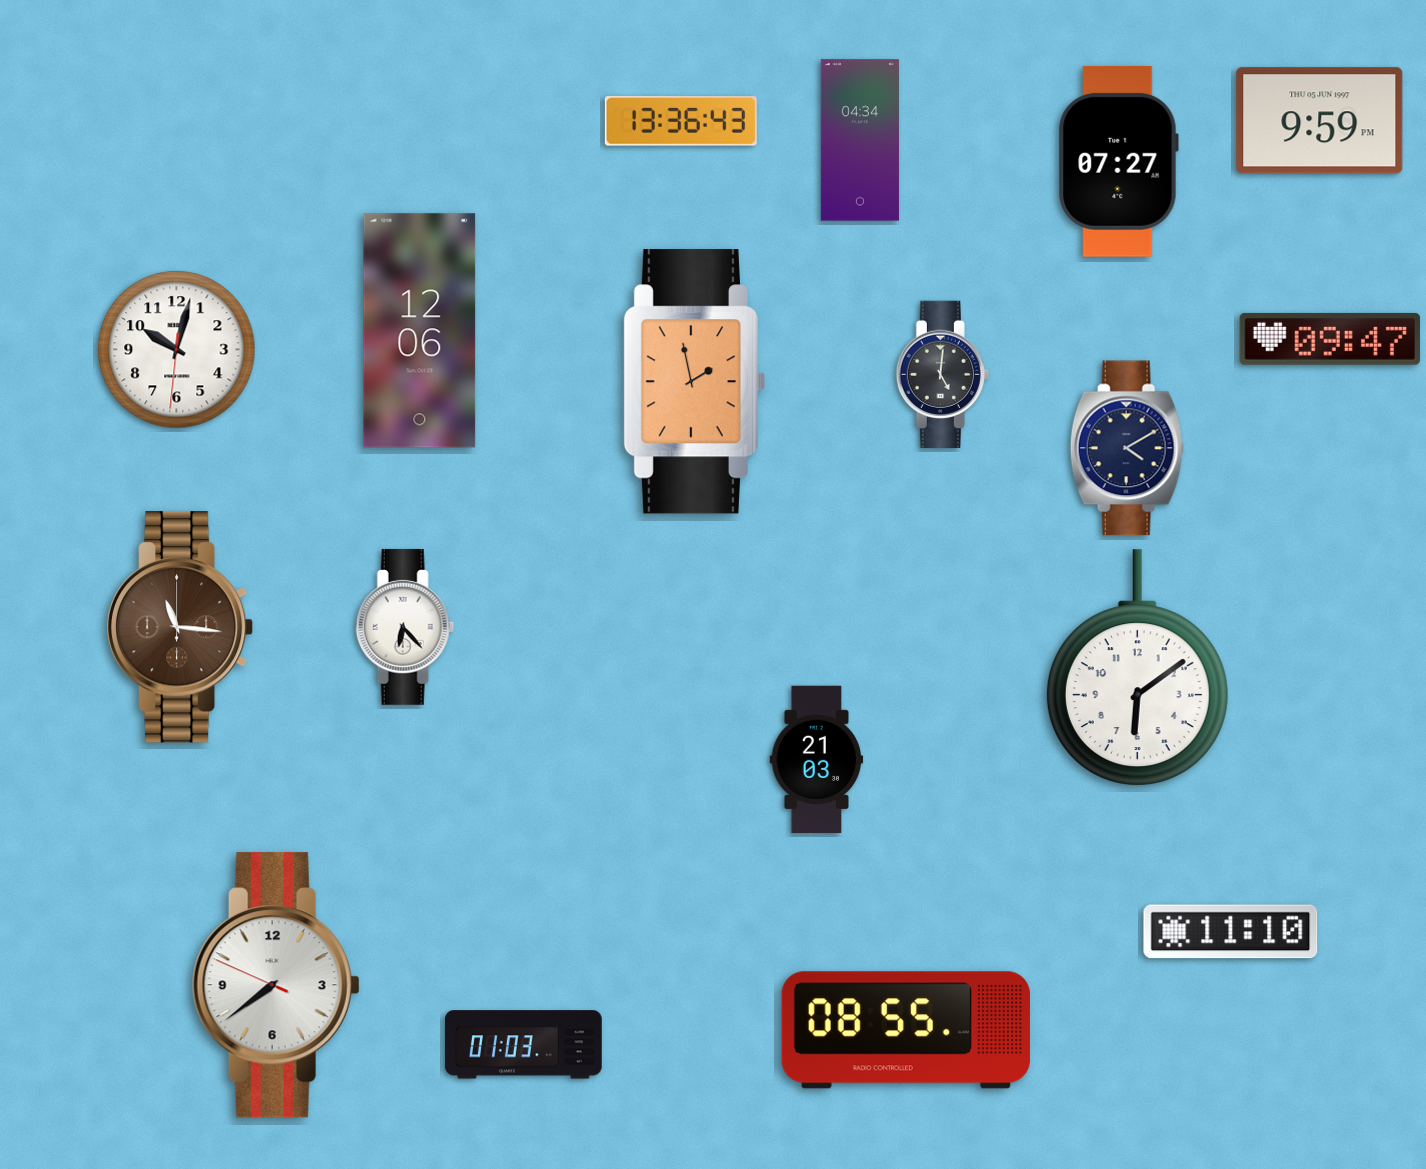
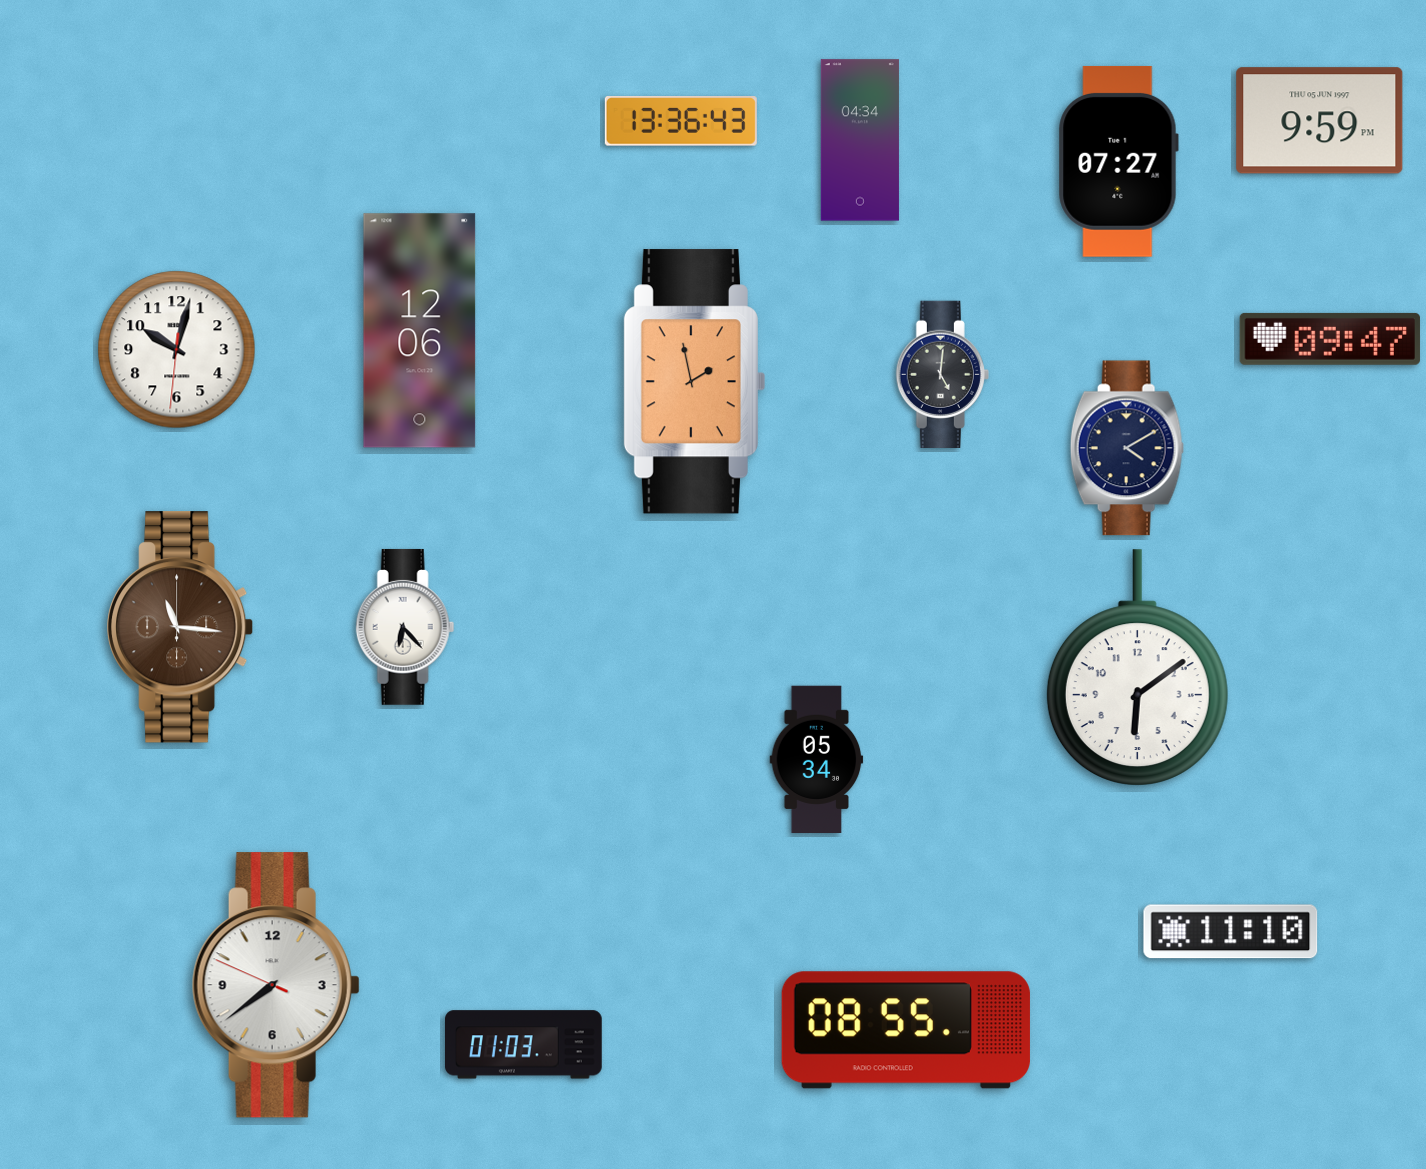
clock at (817, 759): 21:03 -> 05:34
